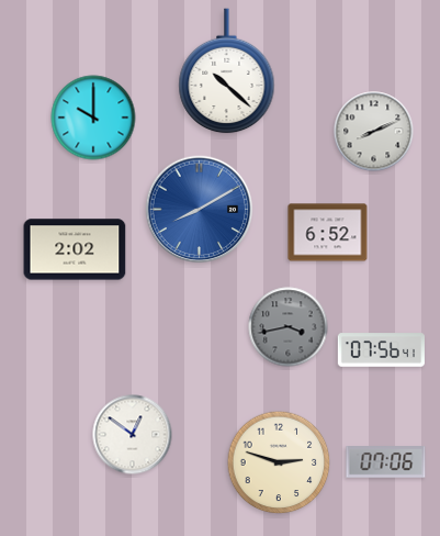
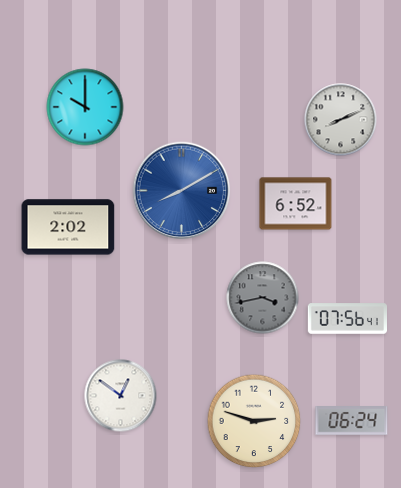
clock at (227, 71): 10:22 -> none
clock at (328, 233) position: (328, 233) -> (296, 204)
clock at (386, 462): 07:06 -> 06:24
